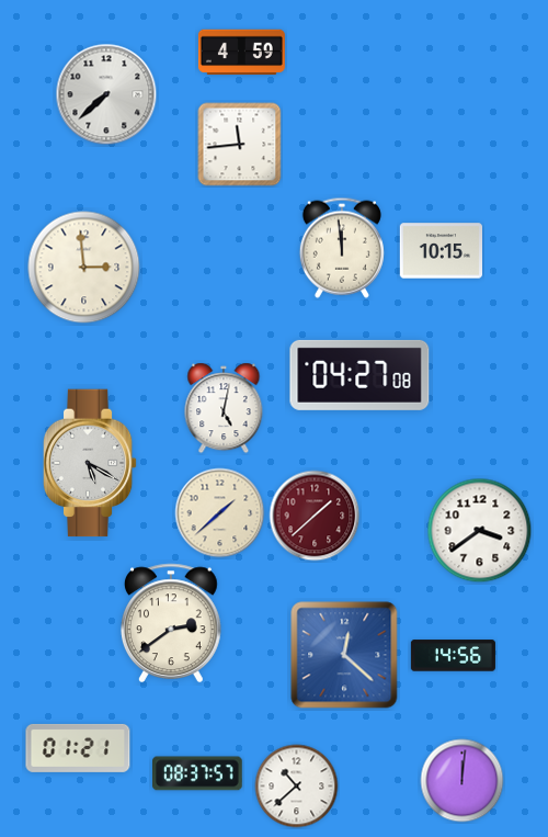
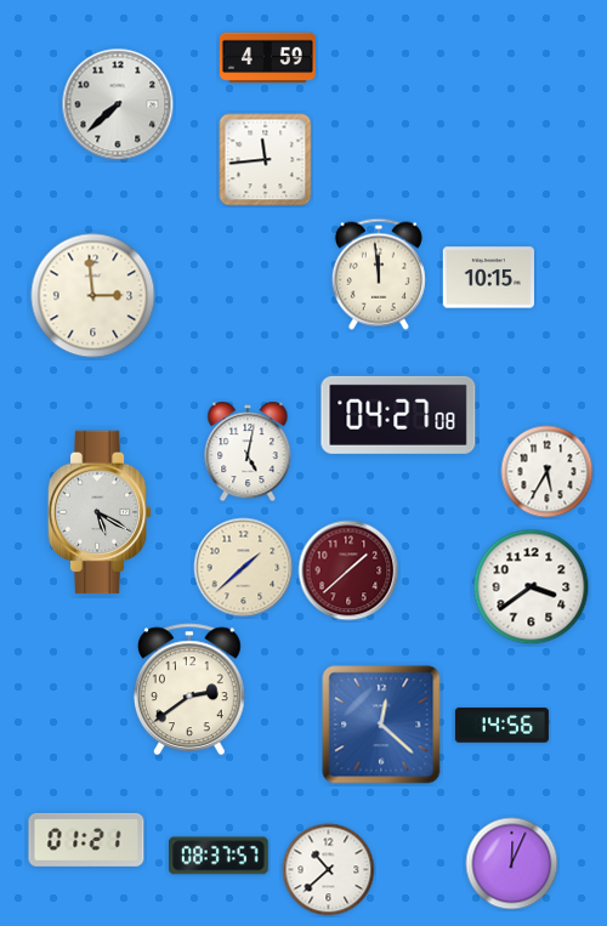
clock at (548, 472): none -> 5:35
clock at (78, 748) position: (78, 748) -> (86, 840)
clock at (463, 781): 12:01 -> 12:04
